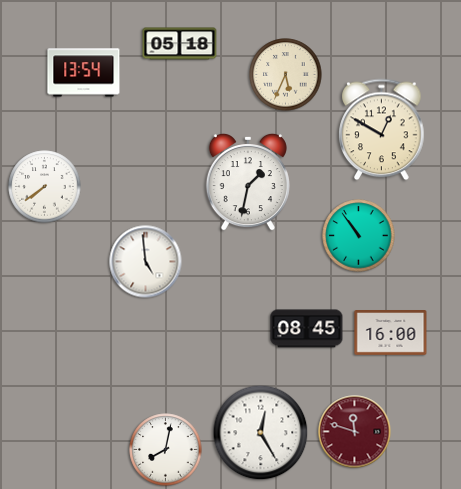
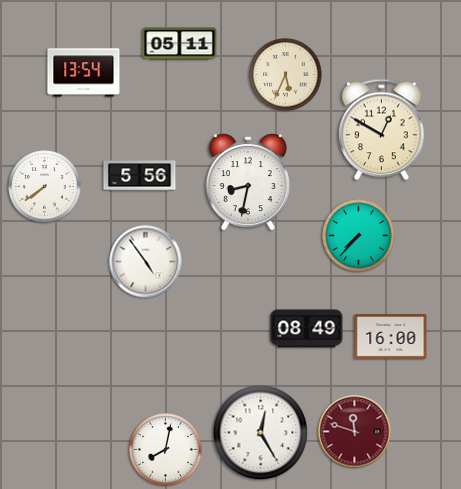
clock at (180, 44): 05:18 -> 05:11
clock at (140, 176): none -> 5:56
clock at (248, 182): 1:32 -> 8:32
clock at (359, 236): 10:54 -> 7:37
clock at (146, 262): 4:59 -> 4:54
clock at (307, 329): 08:45 -> 08:49
clock at (391, 333) position: (391, 333) -> (391, 337)
